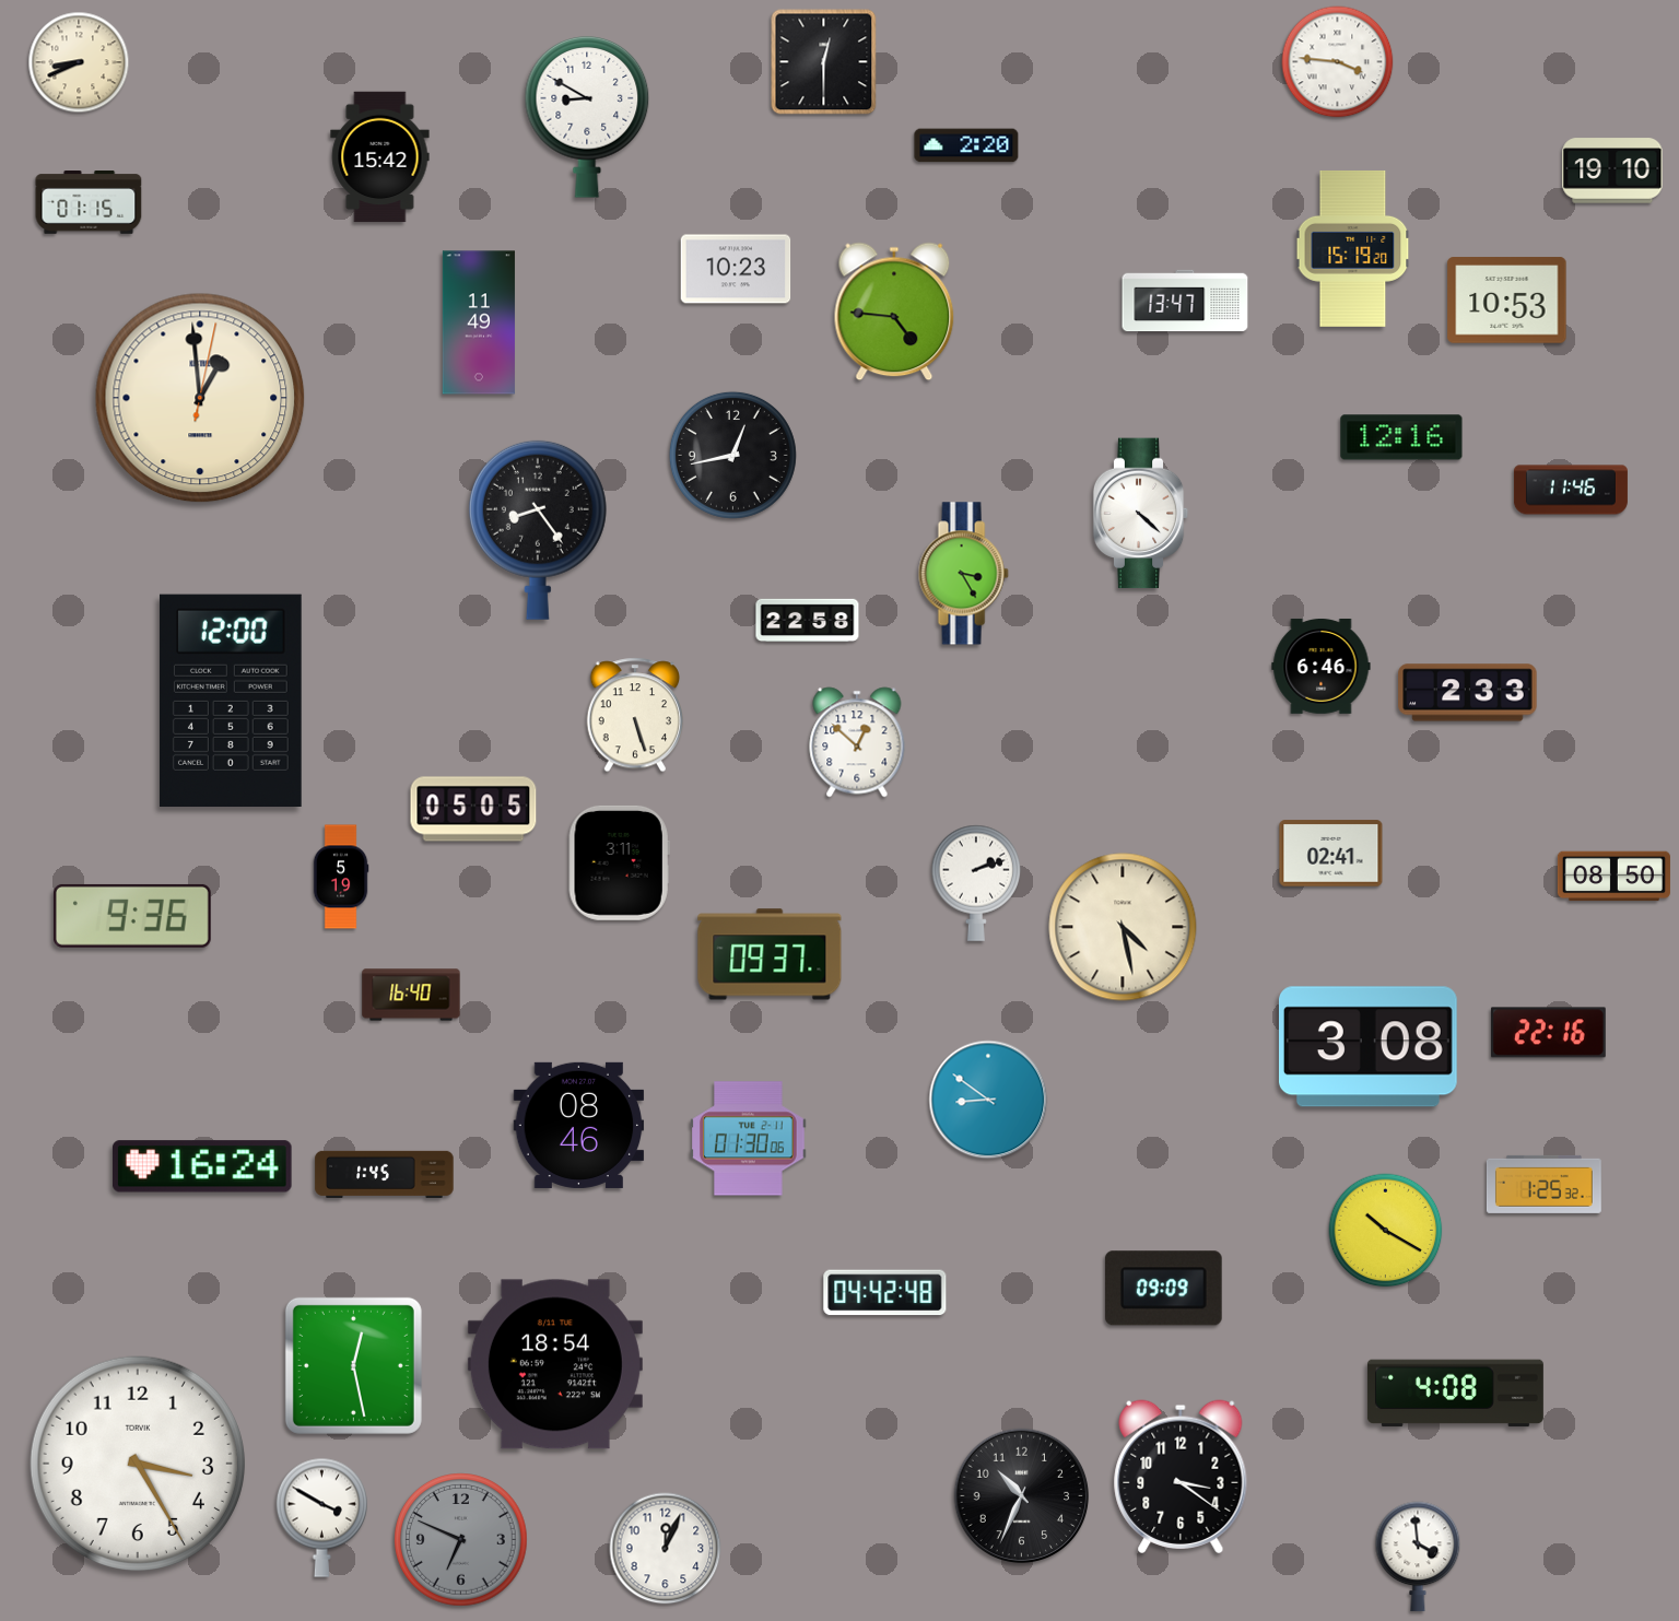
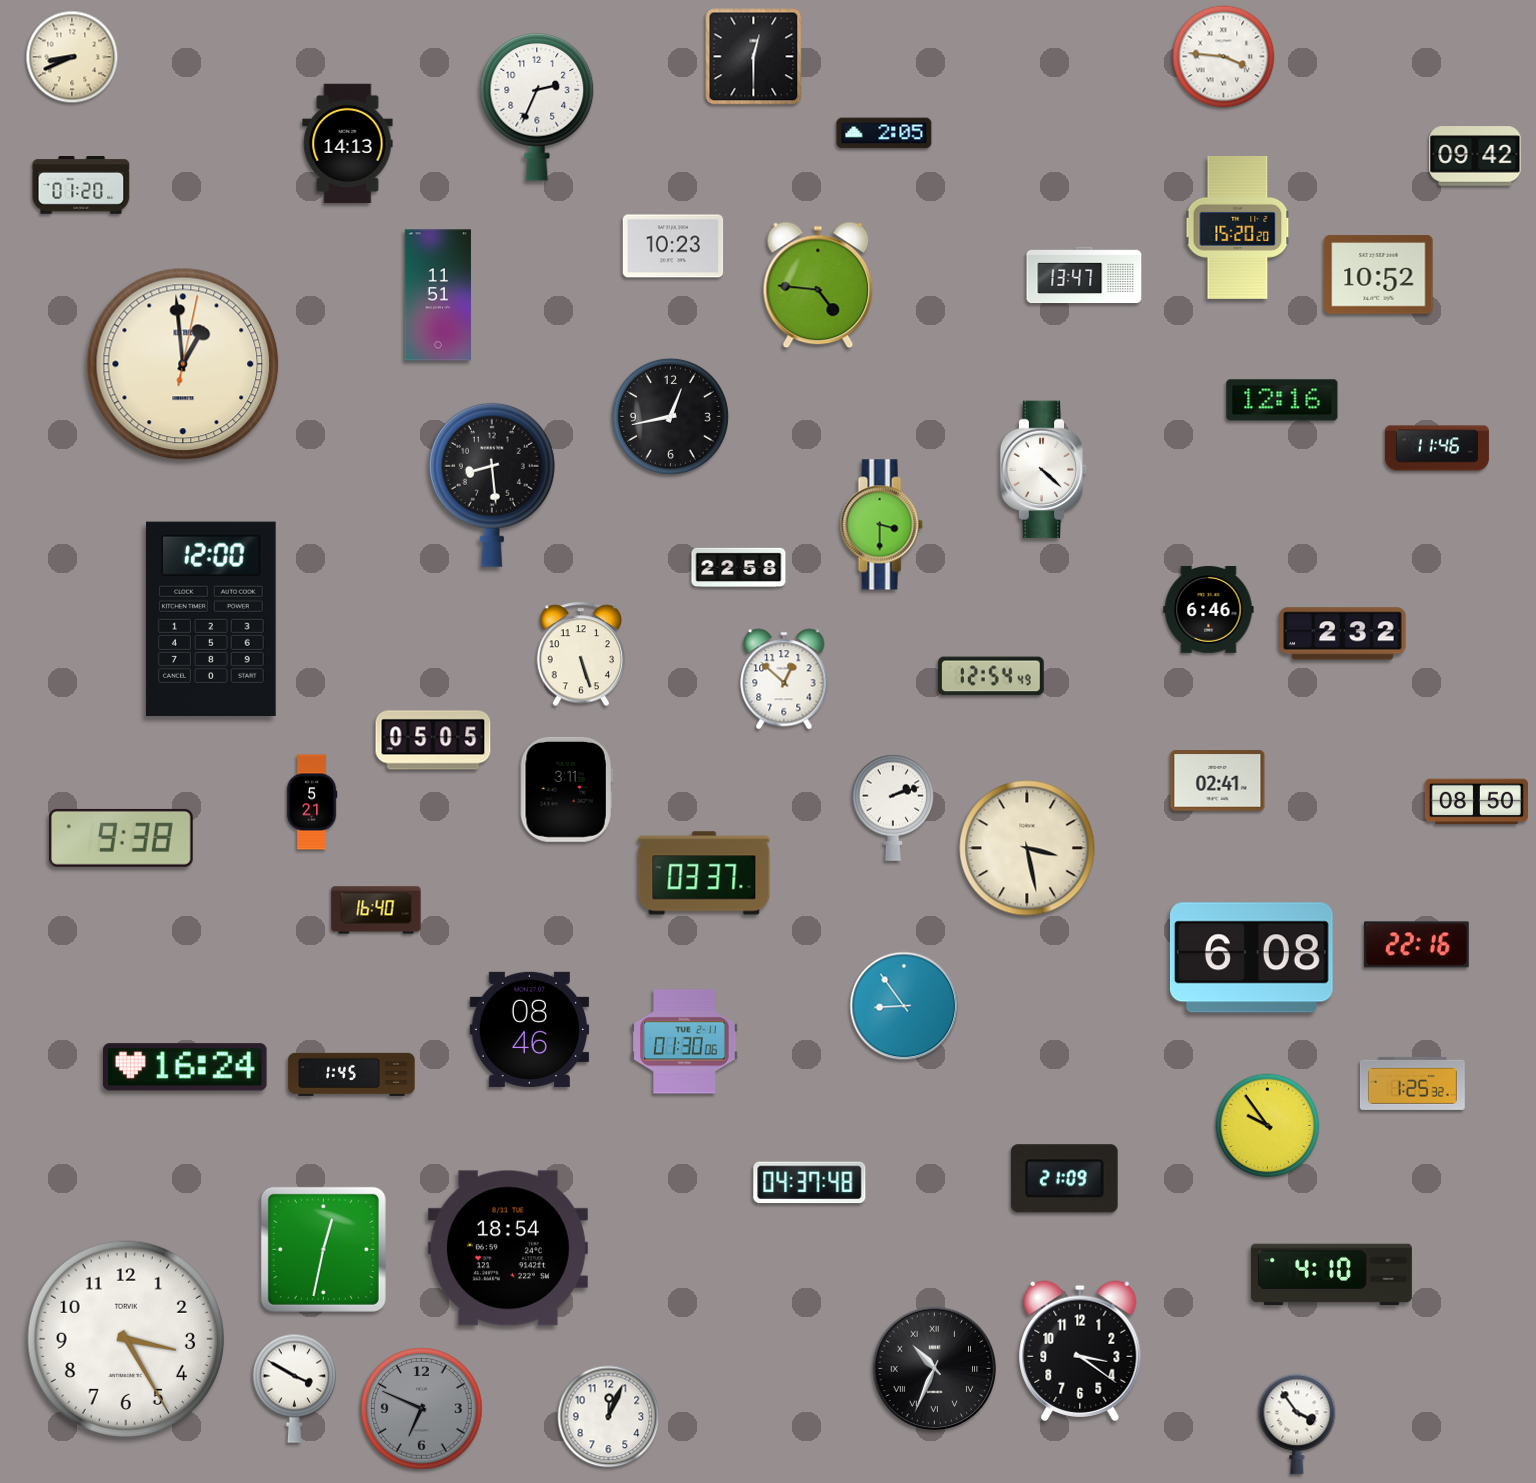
clock at (587, 117): 8:50 -> 2:34
clock at (966, 145): 2:20 -> 2:05
clock at (380, 157): 15:42 -> 14:13
clock at (1612, 171): 19:10 -> 09:42
clock at (89, 203): 01:15 -> 01:20
clock at (1353, 248): 15:19 -> 15:20
clock at (1507, 301): 10:53 -> 10:52
clock at (479, 322): 11:49 -> 11:51
clock at (538, 530): 8:24 -> 8:29
clock at (963, 574): 3:25 -> 3:30
clock at (1468, 693): 2:33 -> 2:32
clock at (231, 700) position: (231, 700) -> (211, 618)
clock at (991, 676): none -> 12:54
clock at (341, 877): 5:19 -> 5:21
clock at (132, 916): 9:36 -> 9:38
clock at (1123, 927): 4:28 -> 3:28
clock at (770, 954): 09:37 -> 03:37
clock at (1367, 1047): 3:08 -> 6:08
clock at (988, 1100): 8:51 -> 8:54
clock at (1386, 1231): 10:20 -> 9:54
clock at (1163, 1289): 09:09 -> 21:09
clock at (885, 1293): 04:42 -> 04:37
clock at (353, 1365): 12:28 -> 12:32
clock at (1455, 1394): 4:08 -> 4:10
clock at (1022, 1496) numerals: Arabic -> Roman
clock at (1418, 1557): 3:59 -> 3:54
